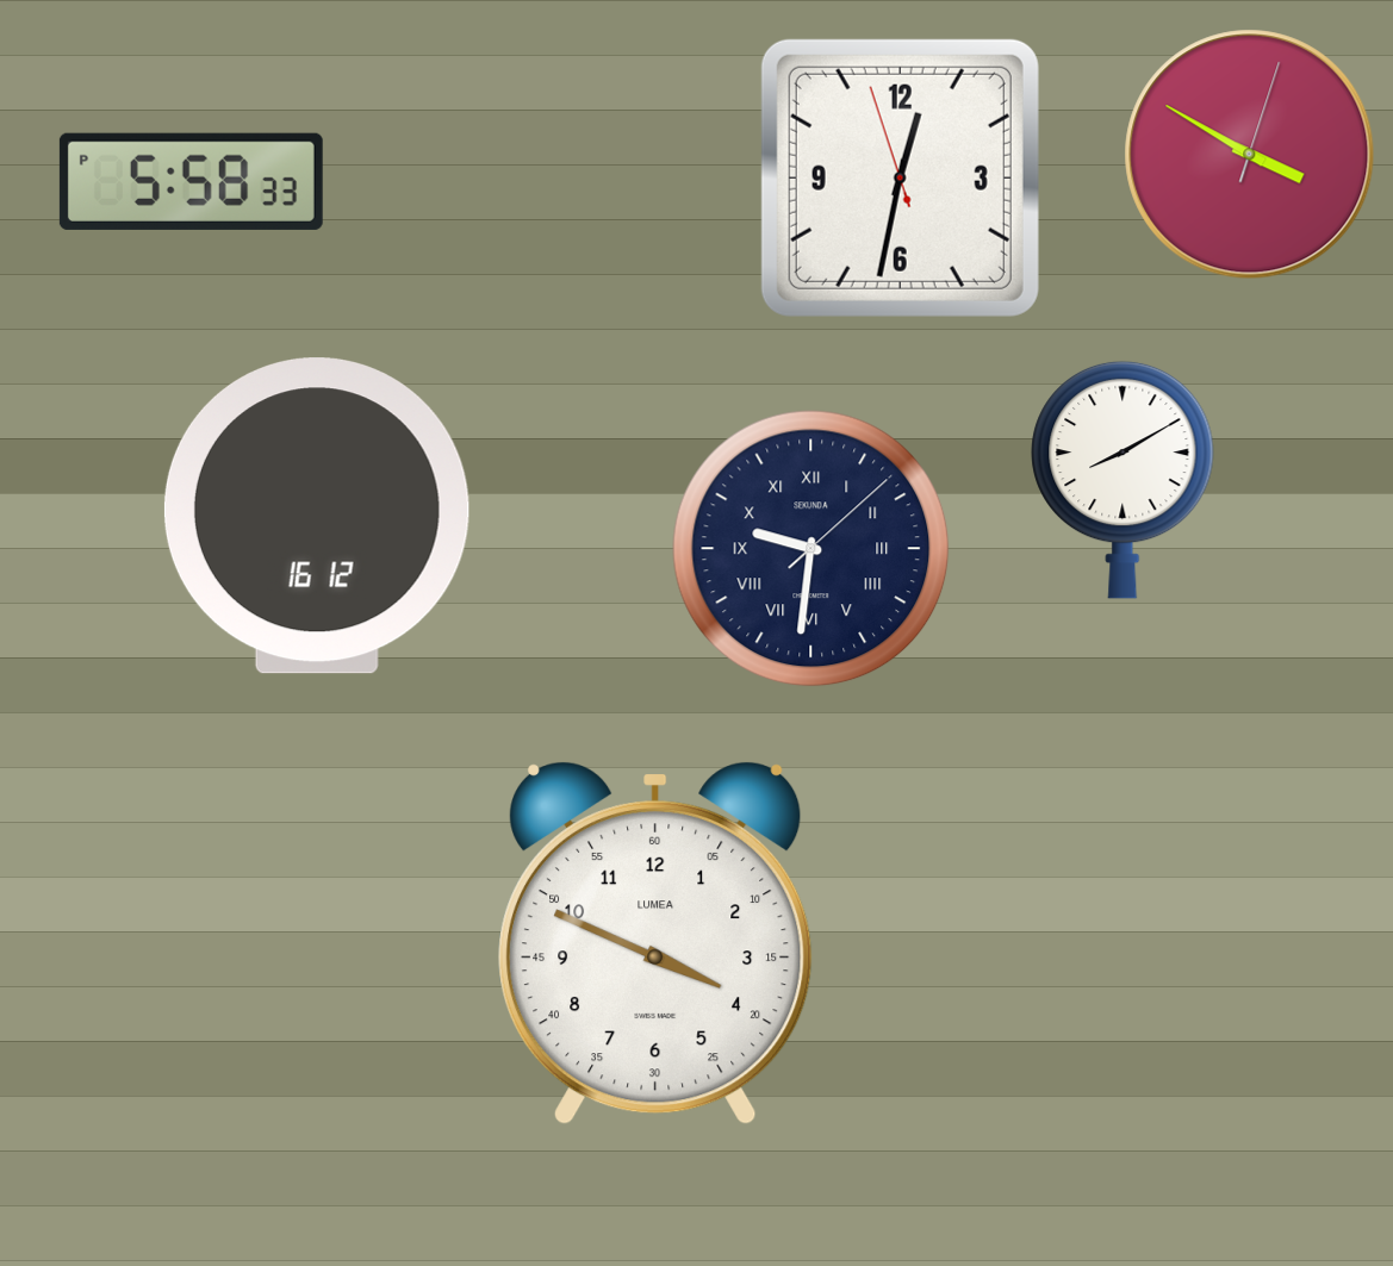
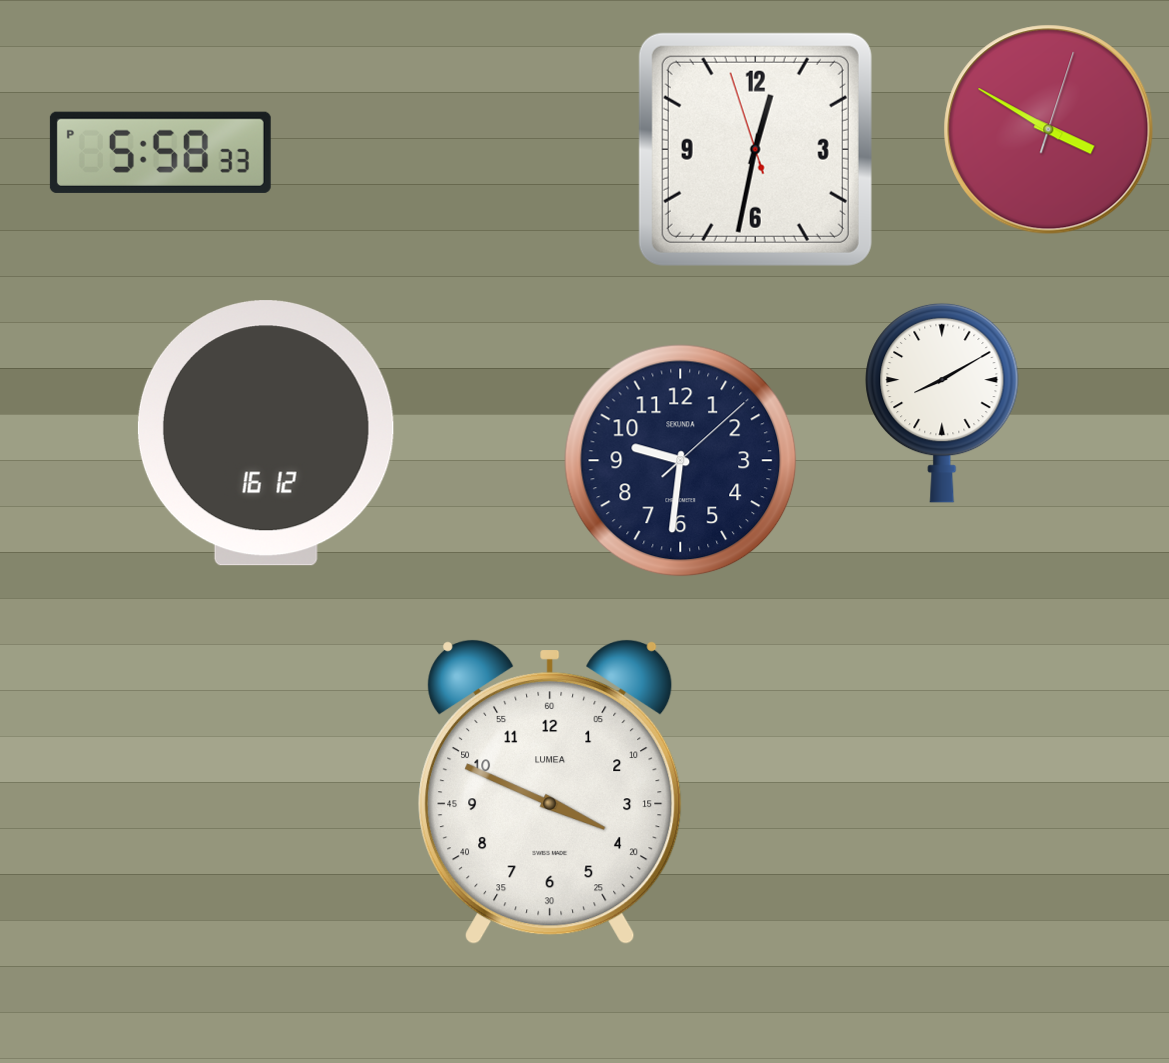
clock at (811, 549) numerals: Roman -> Arabic
